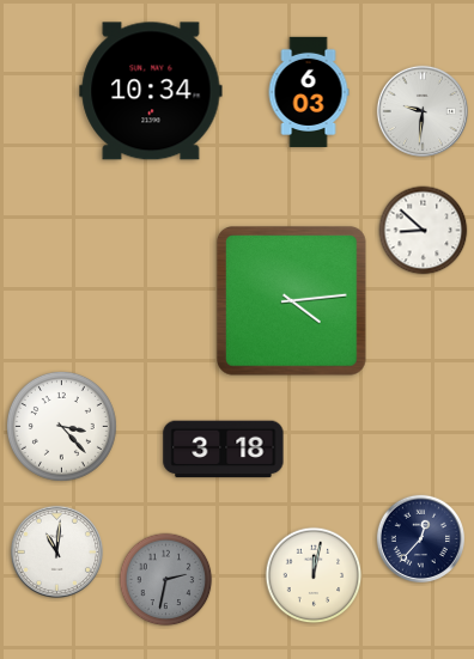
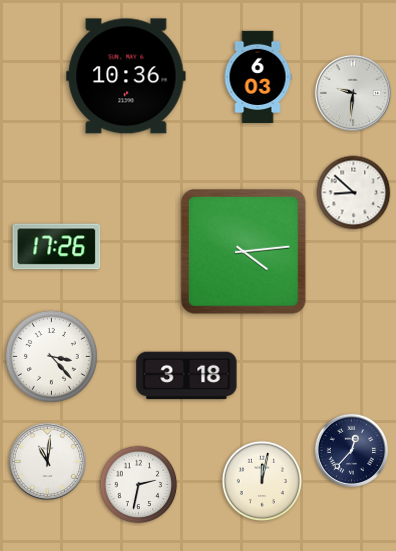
clock at (151, 91): 10:34 -> 10:36
clock at (57, 247): none -> 17:26
clock at (166, 580) dial: grey -> white
